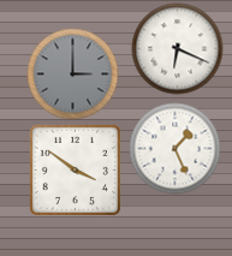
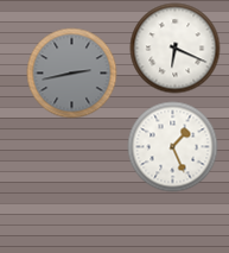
clock at (73, 75): 3:00 -> 2:43
clock at (75, 169): 3:51 -> none
